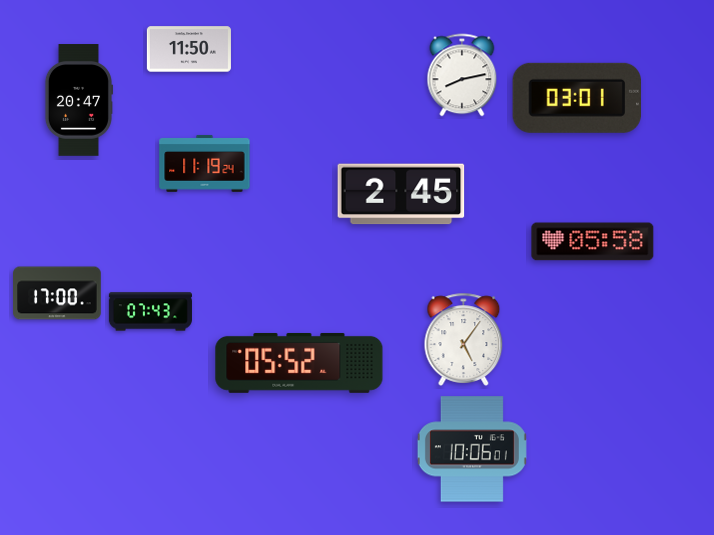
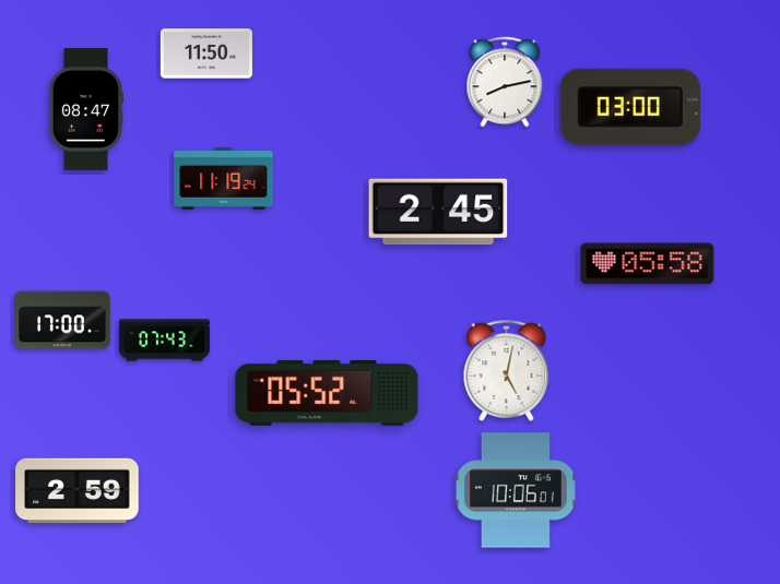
clock at (577, 98): 03:01 -> 03:00
clock at (78, 100): 20:47 -> 08:47
clock at (464, 339): 5:06 -> 5:02
clock at (299, 363) position: (299, 363) -> (327, 393)
clock at (78, 491): none -> 2:59
